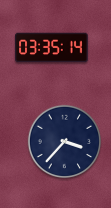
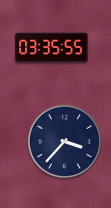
clock at (52, 48): 03:35:14 -> 03:35:55
